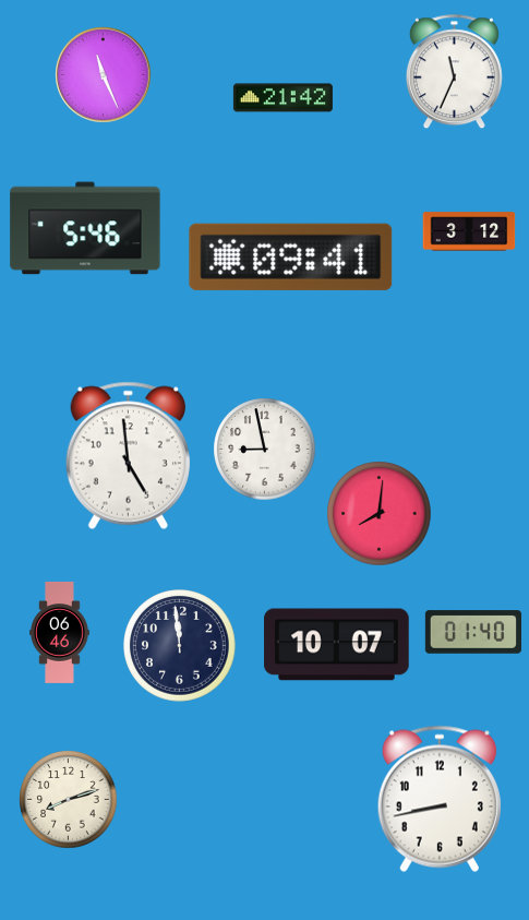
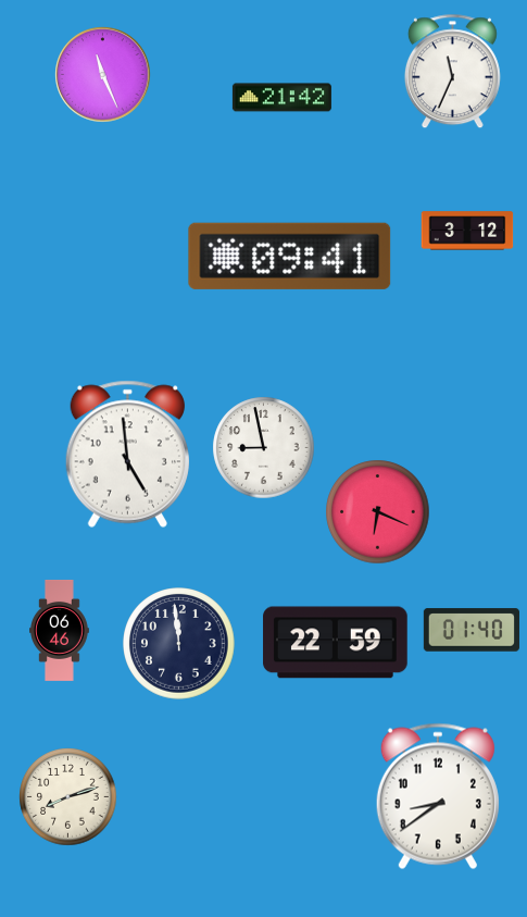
clock at (85, 228): 5:46 -> none
clock at (380, 514): 8:01 -> 6:19
clock at (337, 645): 10:07 -> 22:59
clock at (440, 799): 8:43 -> 8:39
